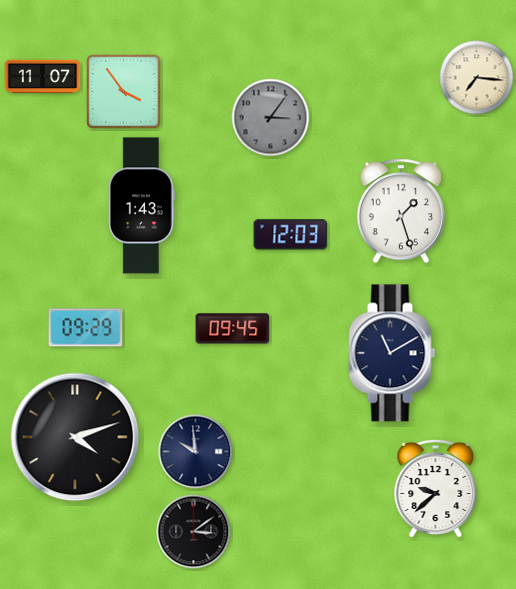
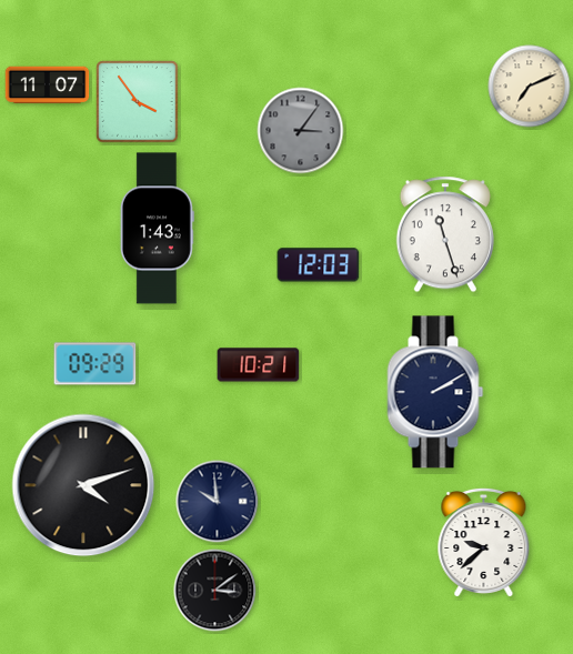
clock at (477, 78): 7:16 -> 7:11
clock at (401, 211): 1:27 -> 11:27
clock at (291, 235) position: (291, 235) -> (319, 265)
clock at (233, 329): 09:45 -> 10:21
clock at (392, 353): 11:10 -> 2:10
